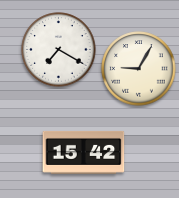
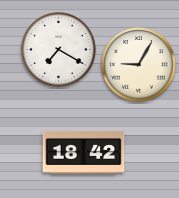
clock at (139, 69) position: (139, 69) -> (139, 65)
clock at (84, 152): 15:42 -> 18:42
